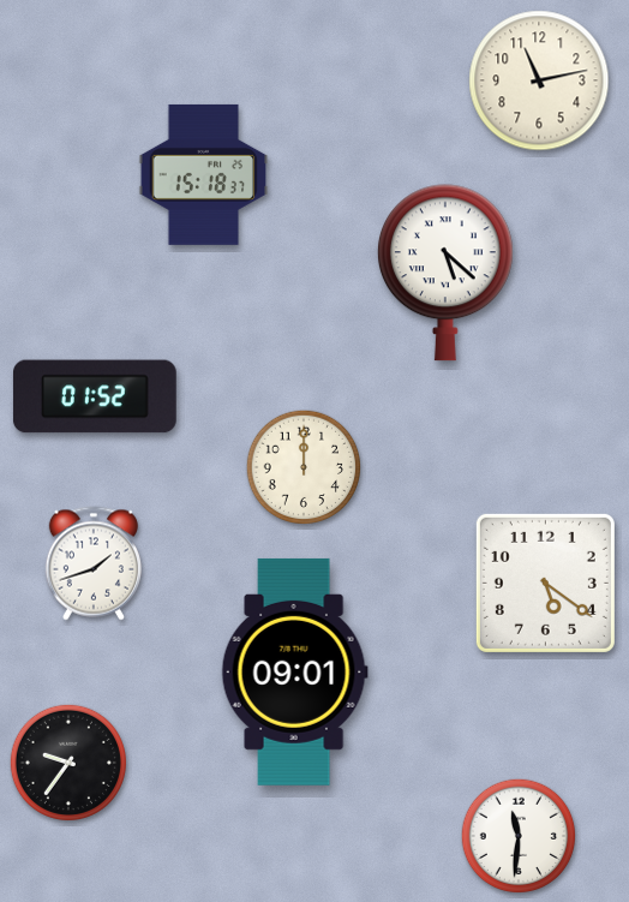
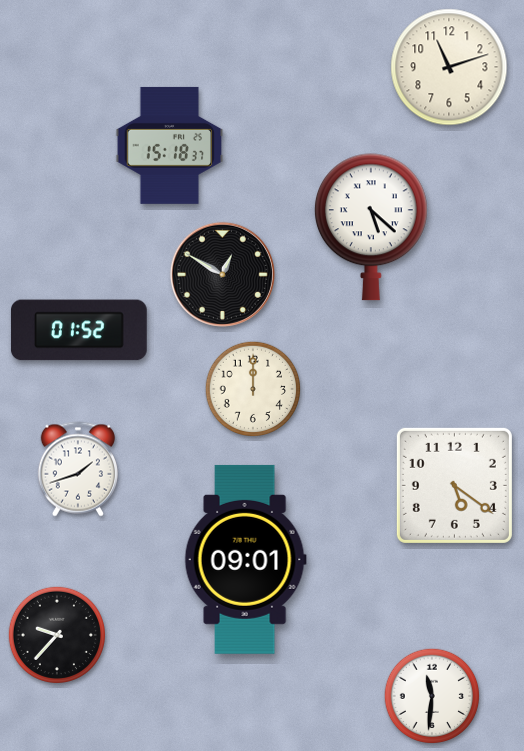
clock at (539, 80): 11:13 -> 11:12
clock at (222, 274): none -> 12:50
clock at (67, 761): 9:36 -> 9:37
